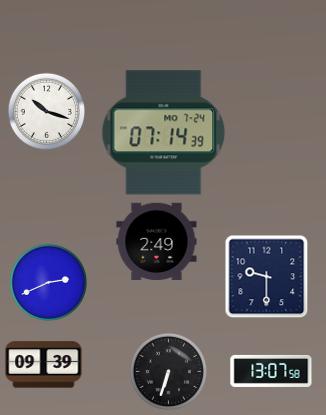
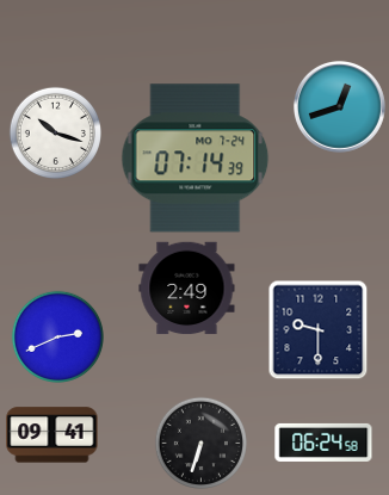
clock at (339, 106): none -> 12:42
clock at (44, 365): 09:39 -> 09:41
clock at (271, 371): 13:07 -> 06:24
